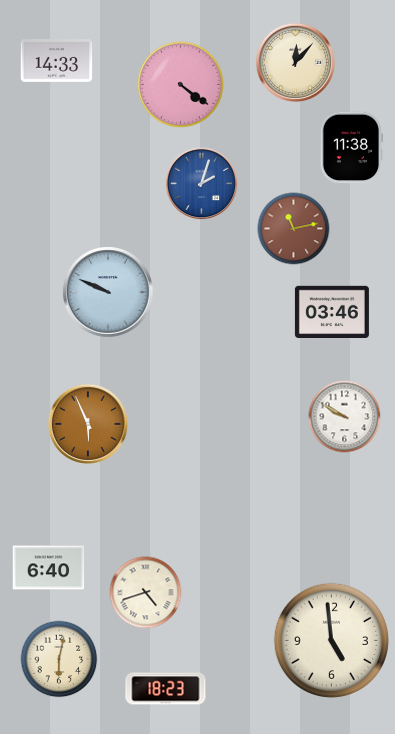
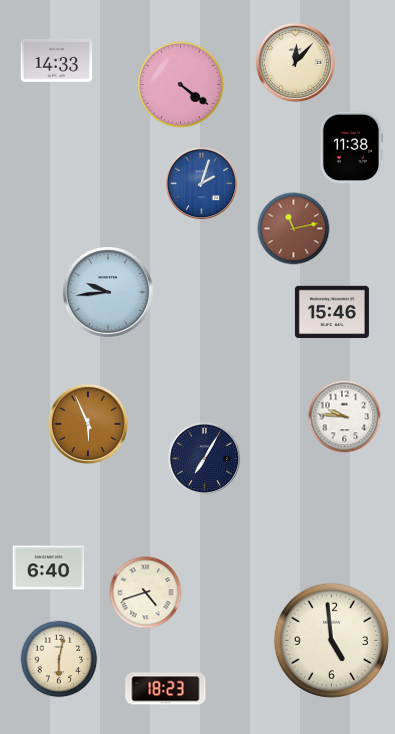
clock at (108, 292): 9:49 -> 9:44
clock at (332, 311): 03:46 -> 15:46
clock at (345, 417): 9:50 -> 9:46
clock at (205, 459): none -> 7:05
